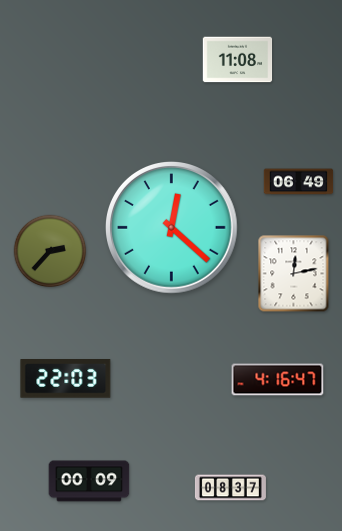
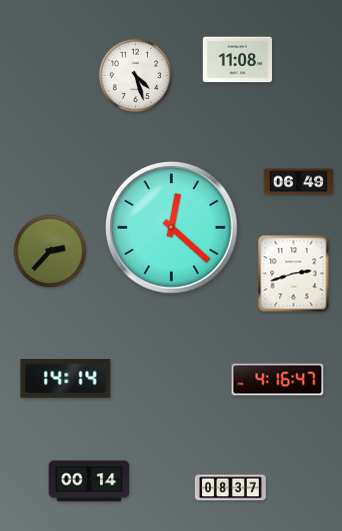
clock at (136, 76): none -> 4:27
clock at (294, 274): 12:13 -> 2:42
clock at (66, 379): 22:03 -> 14:14
clock at (89, 481): 00:09 -> 00:14
